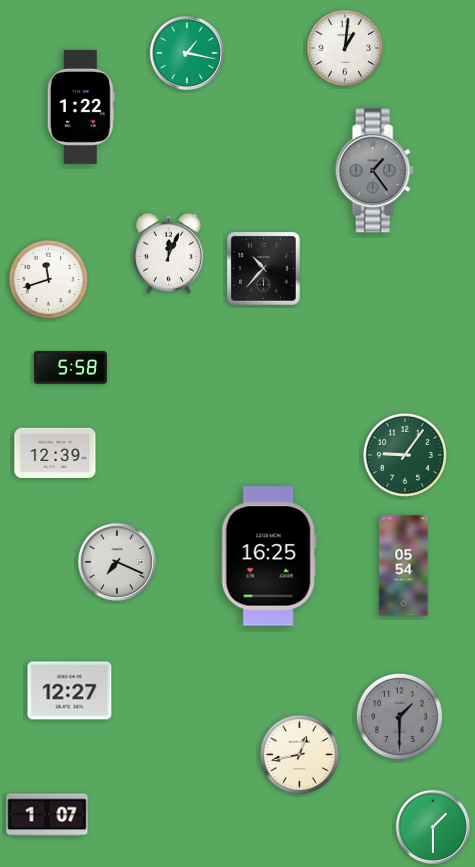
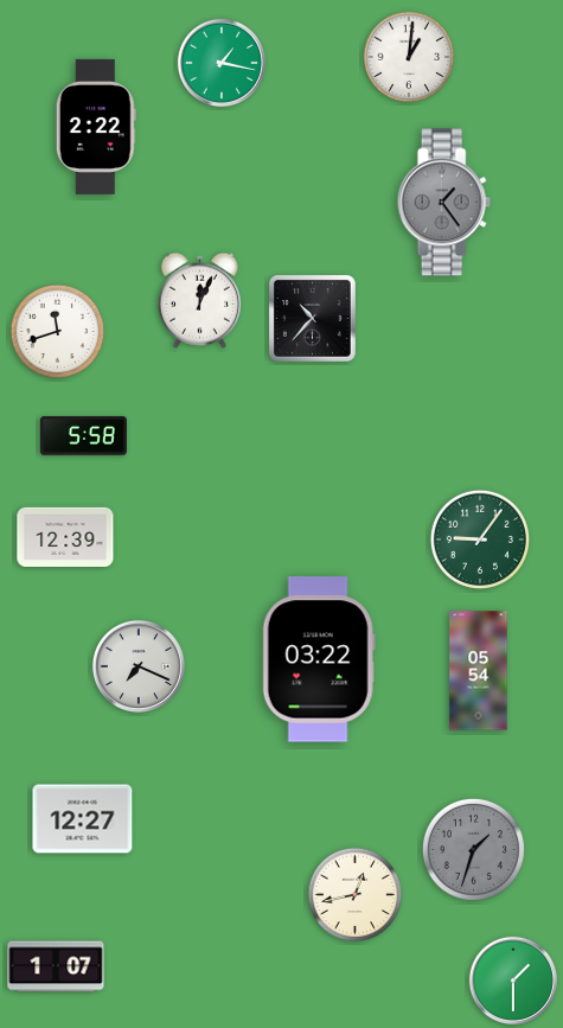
clock at (81, 107): 1:22 -> 2:22
clock at (269, 556): 16:25 -> 03:22
clock at (399, 716): 1:30 -> 1:33
